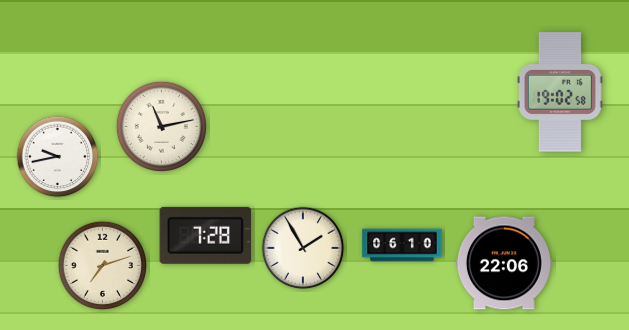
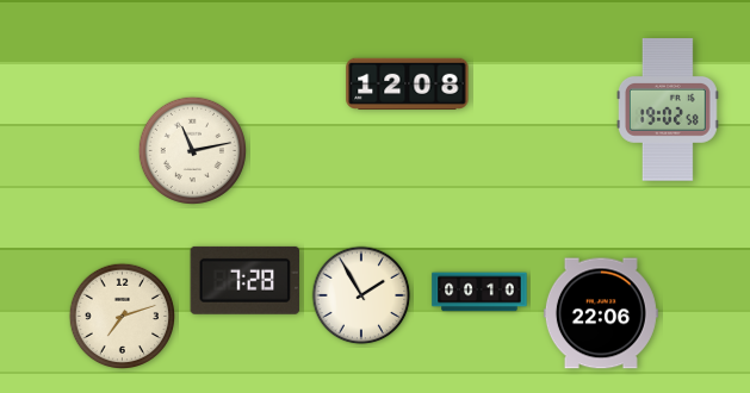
clock at (408, 83): none -> 12:08
clock at (58, 157): 9:43 -> none
clock at (402, 245): 06:10 -> 00:10
